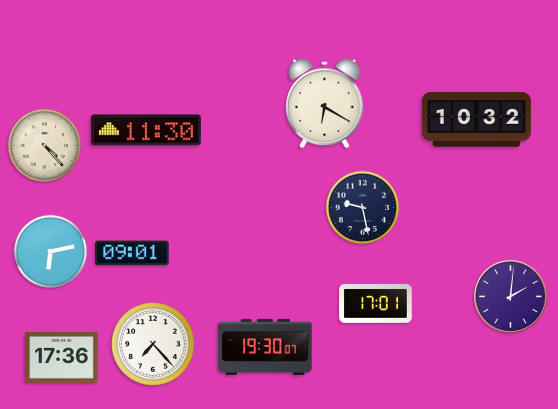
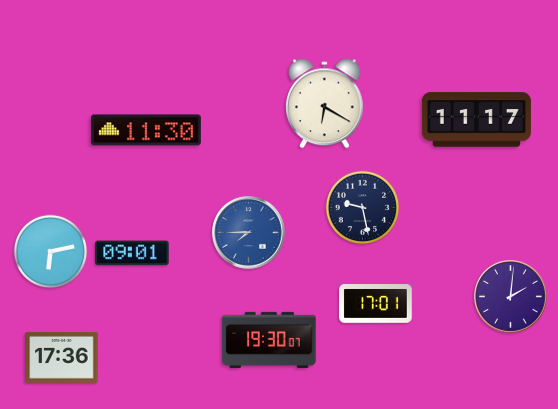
clock at (476, 120): 10:32 -> 11:17
clock at (45, 146): 4:23 -> none
clock at (249, 233): none -> 7:45
clock at (154, 345): 7:23 -> none
clock at (265, 347) position: (265, 347) -> (269, 340)
